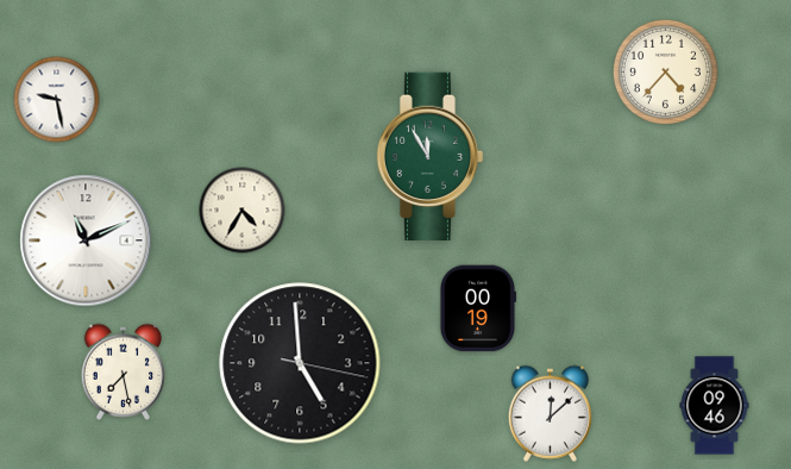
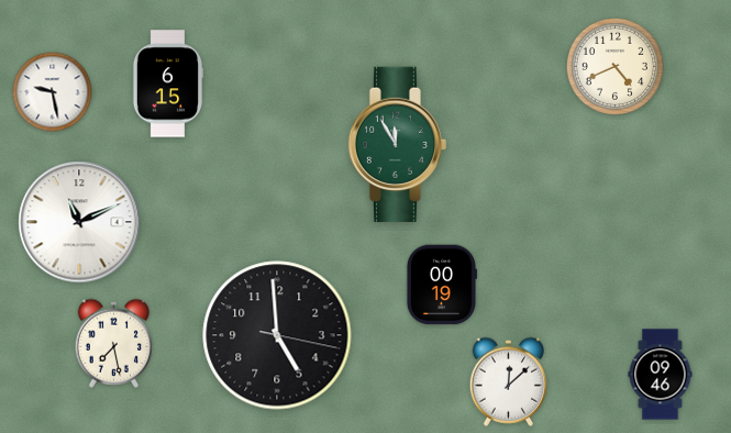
clock at (665, 71): 4:37 -> 4:41
clock at (168, 84): none -> 6:15
clock at (243, 211): 4:35 -> none
